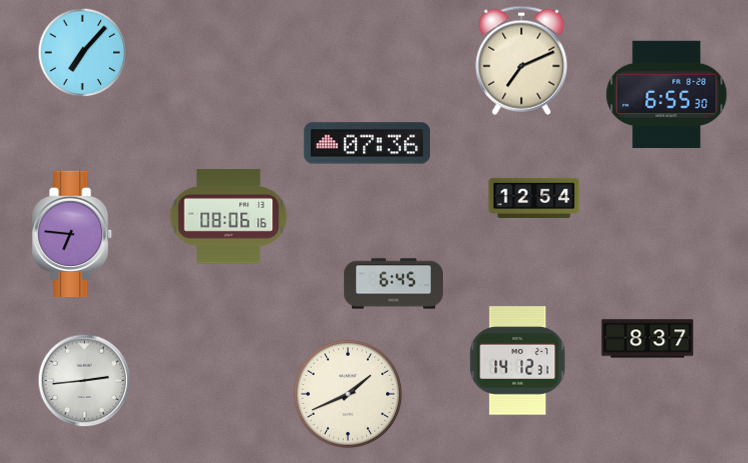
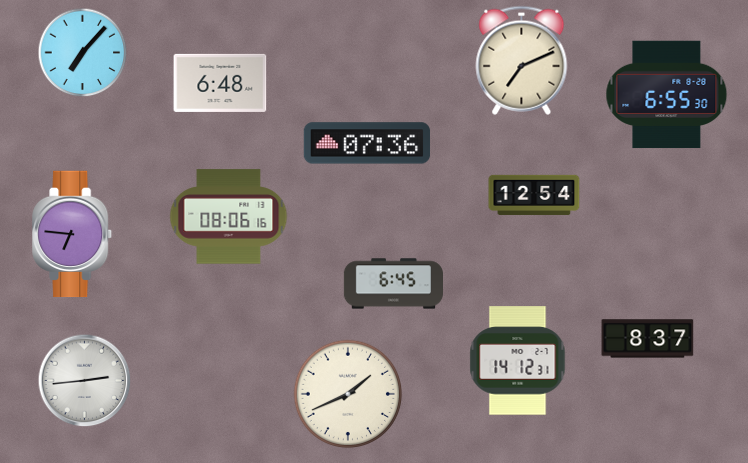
clock at (220, 83): none -> 6:48
clock at (534, 197) position: (534, 197) -> (534, 194)
